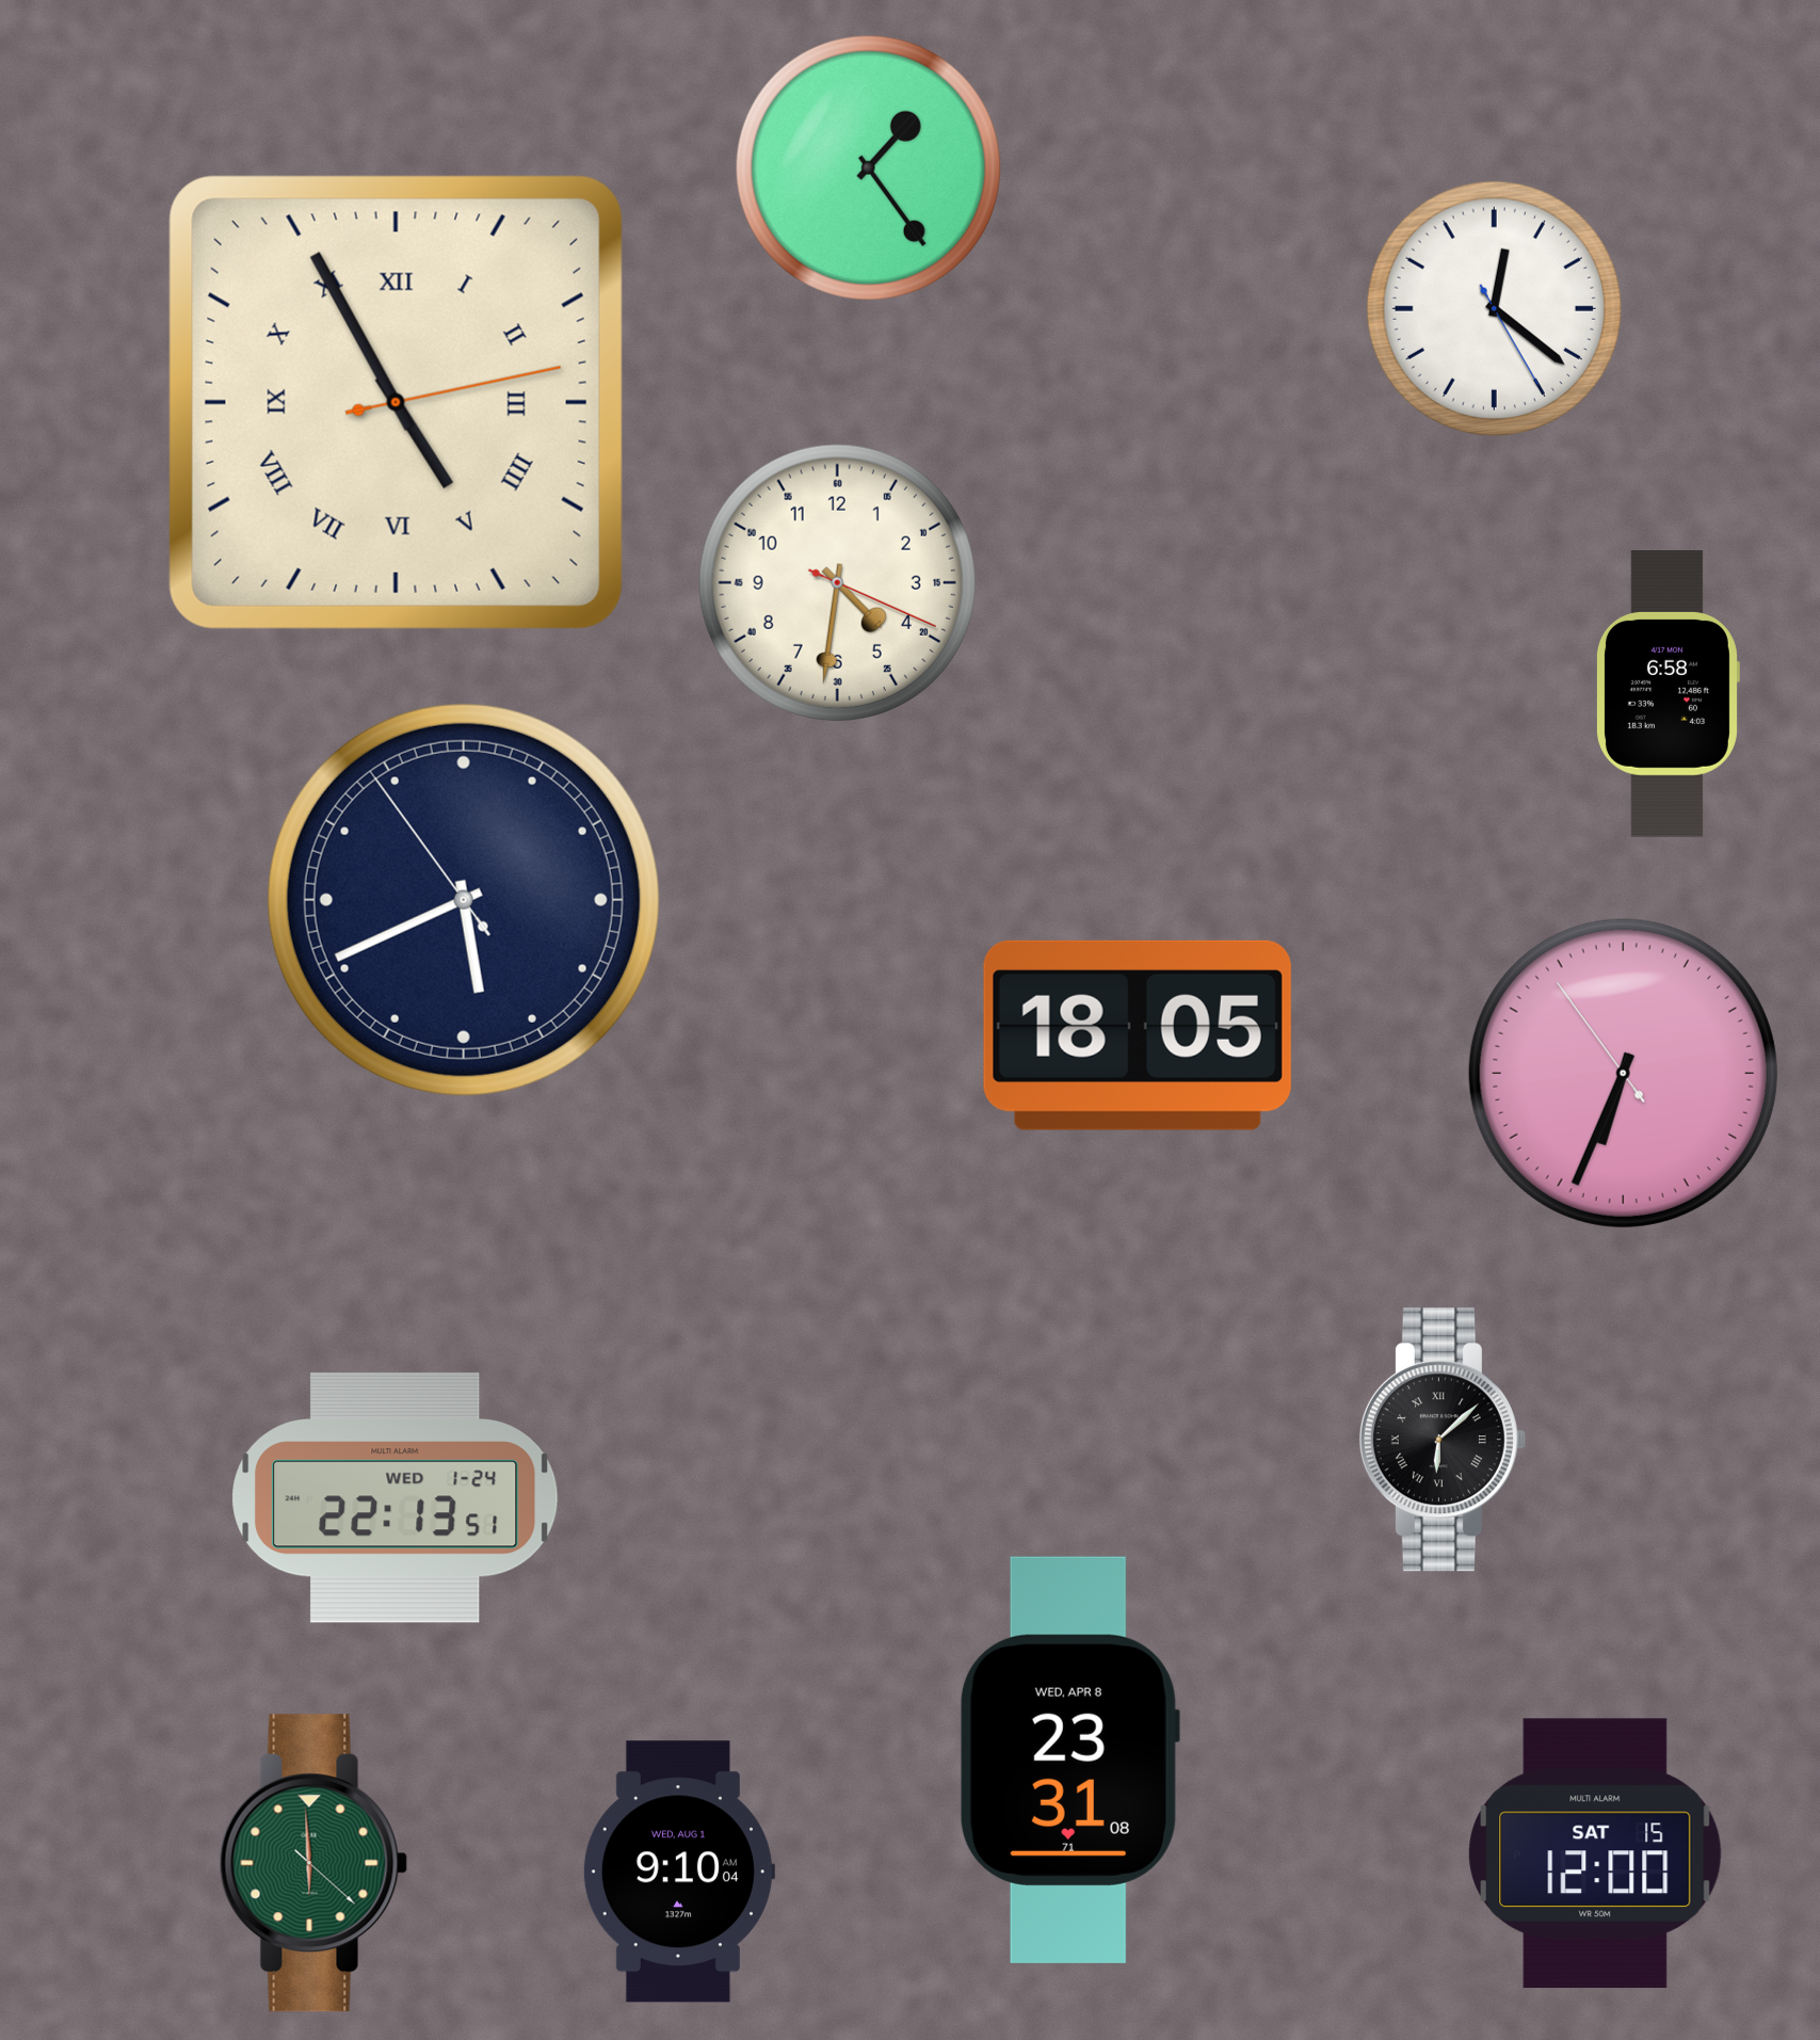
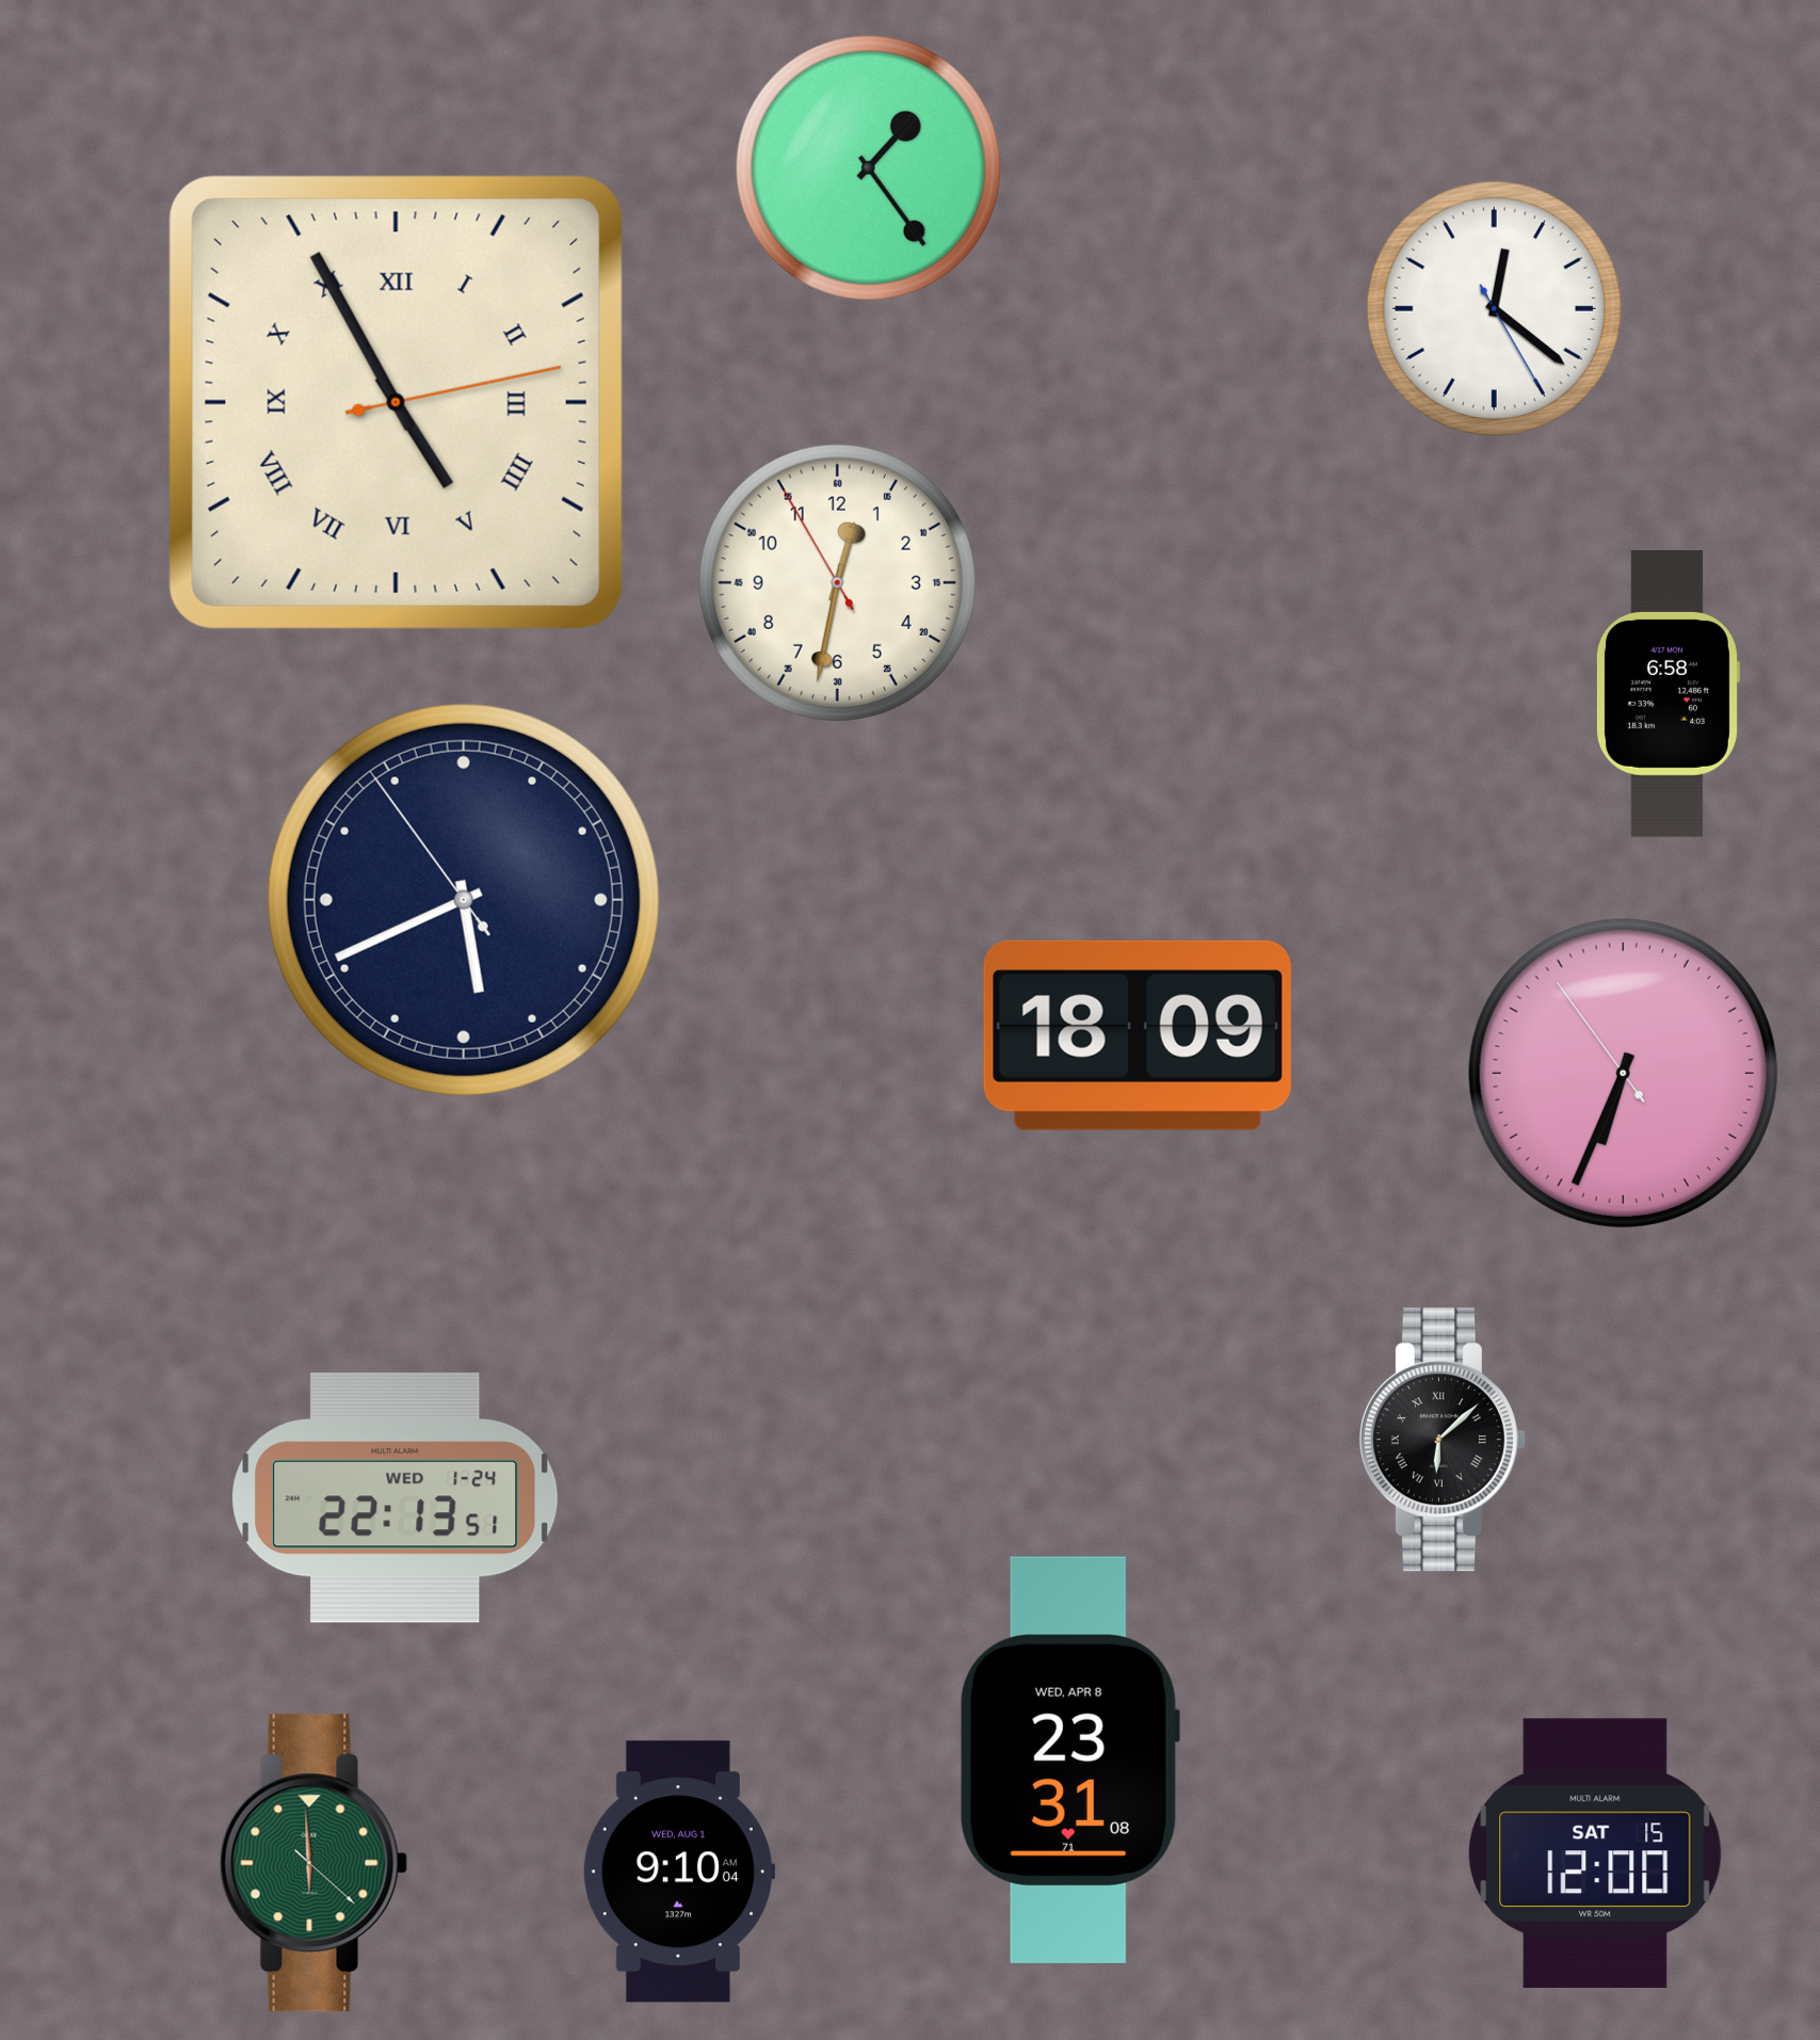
clock at (837, 582): 4:31 -> 12:31
clock at (1138, 1035): 18:05 -> 18:09
